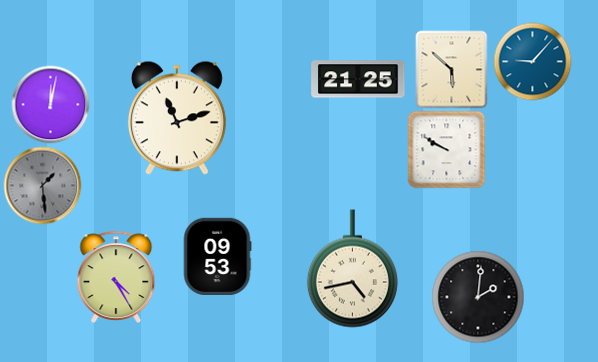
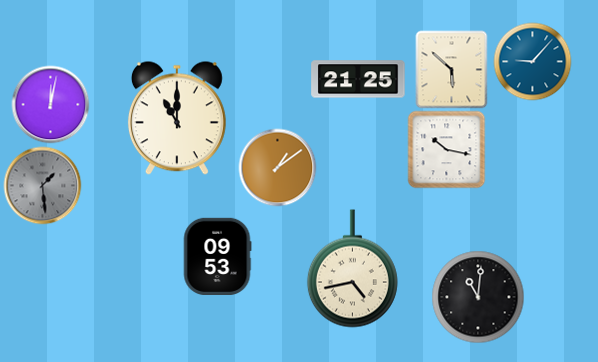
clock at (177, 118): 11:12 -> 11:00
clock at (446, 149): 9:50 -> 10:17
clock at (277, 167): none -> 1:09
clock at (116, 276): 4:25 -> none
clock at (478, 297): 2:01 -> 11:01
